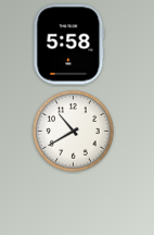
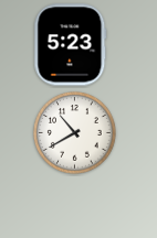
clock at (69, 45): 5:58 -> 5:23
